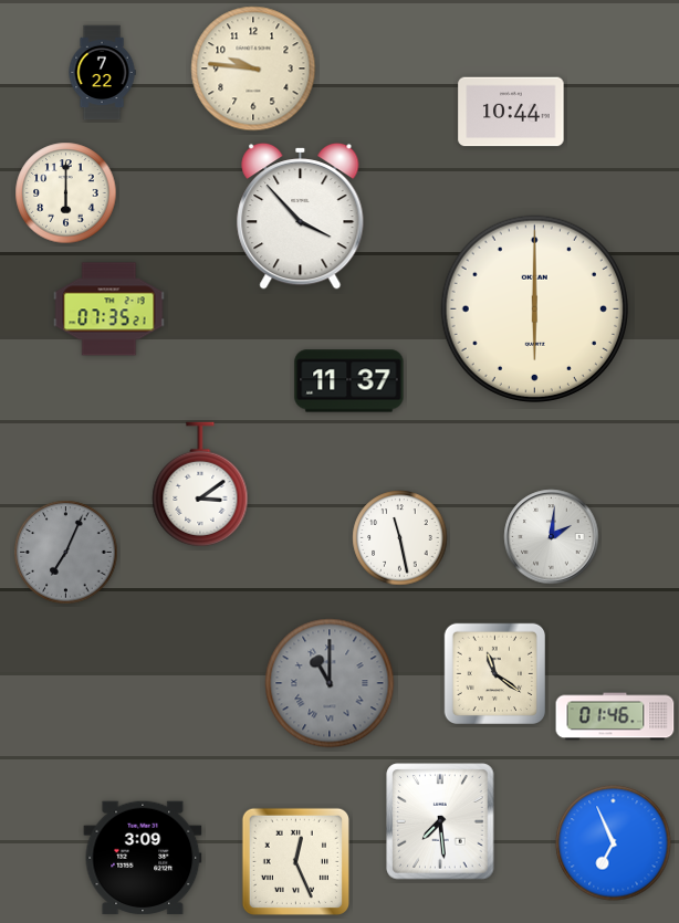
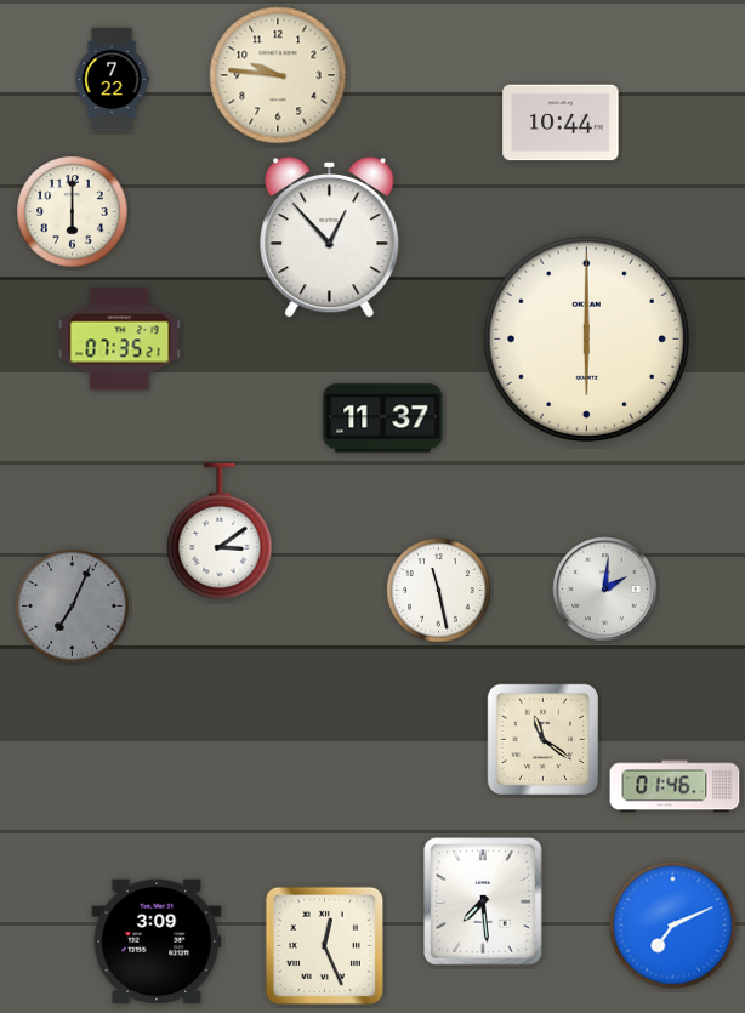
clock at (301, 216): 3:53 -> 12:53
clock at (330, 683): 11:00 -> none
clock at (614, 843): 6:56 -> 7:11
